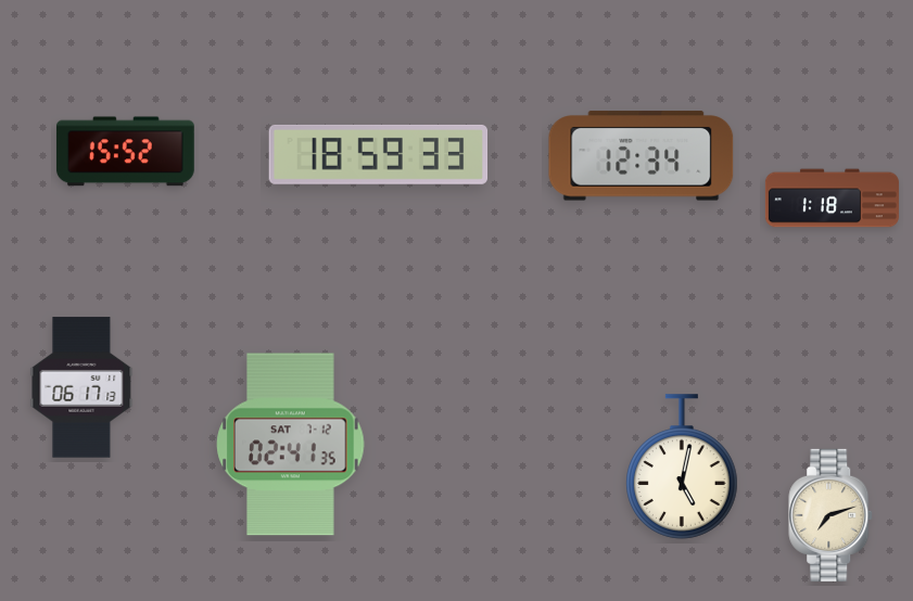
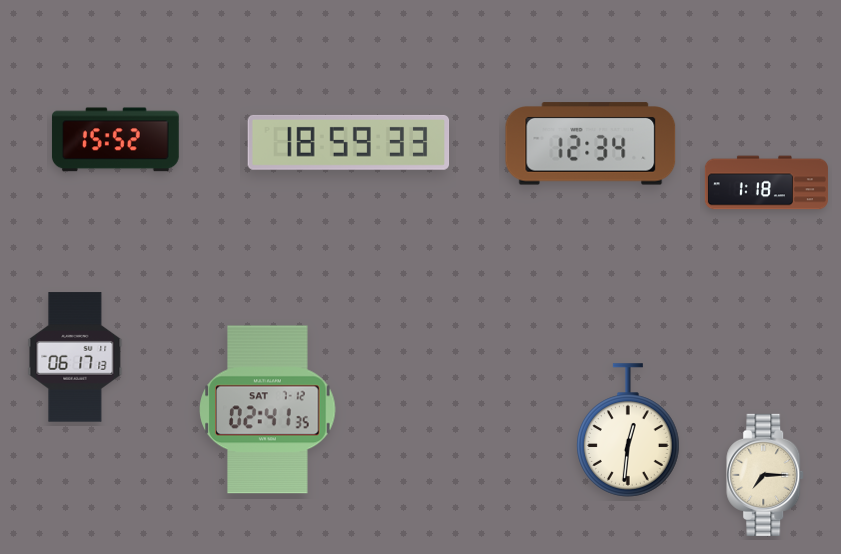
clock at (683, 466): 5:02 -> 12:31
clock at (832, 515): 7:12 -> 7:15
